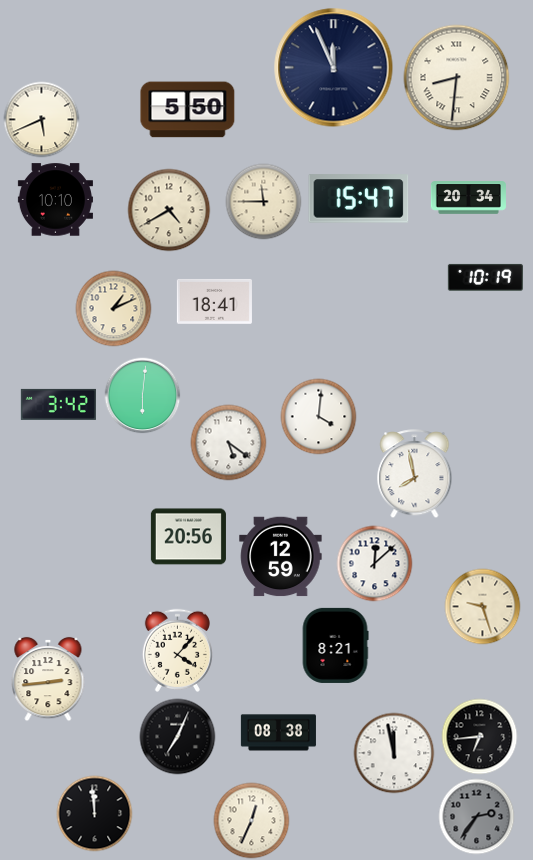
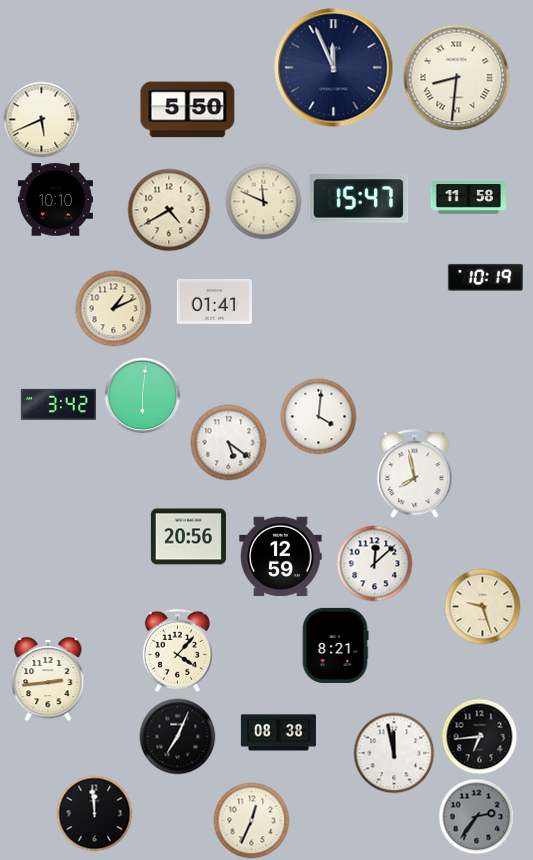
clock at (468, 198): 20:34 -> 11:58
clock at (264, 202): 11:45 -> 11:49
clock at (214, 301): 18:41 -> 01:41
